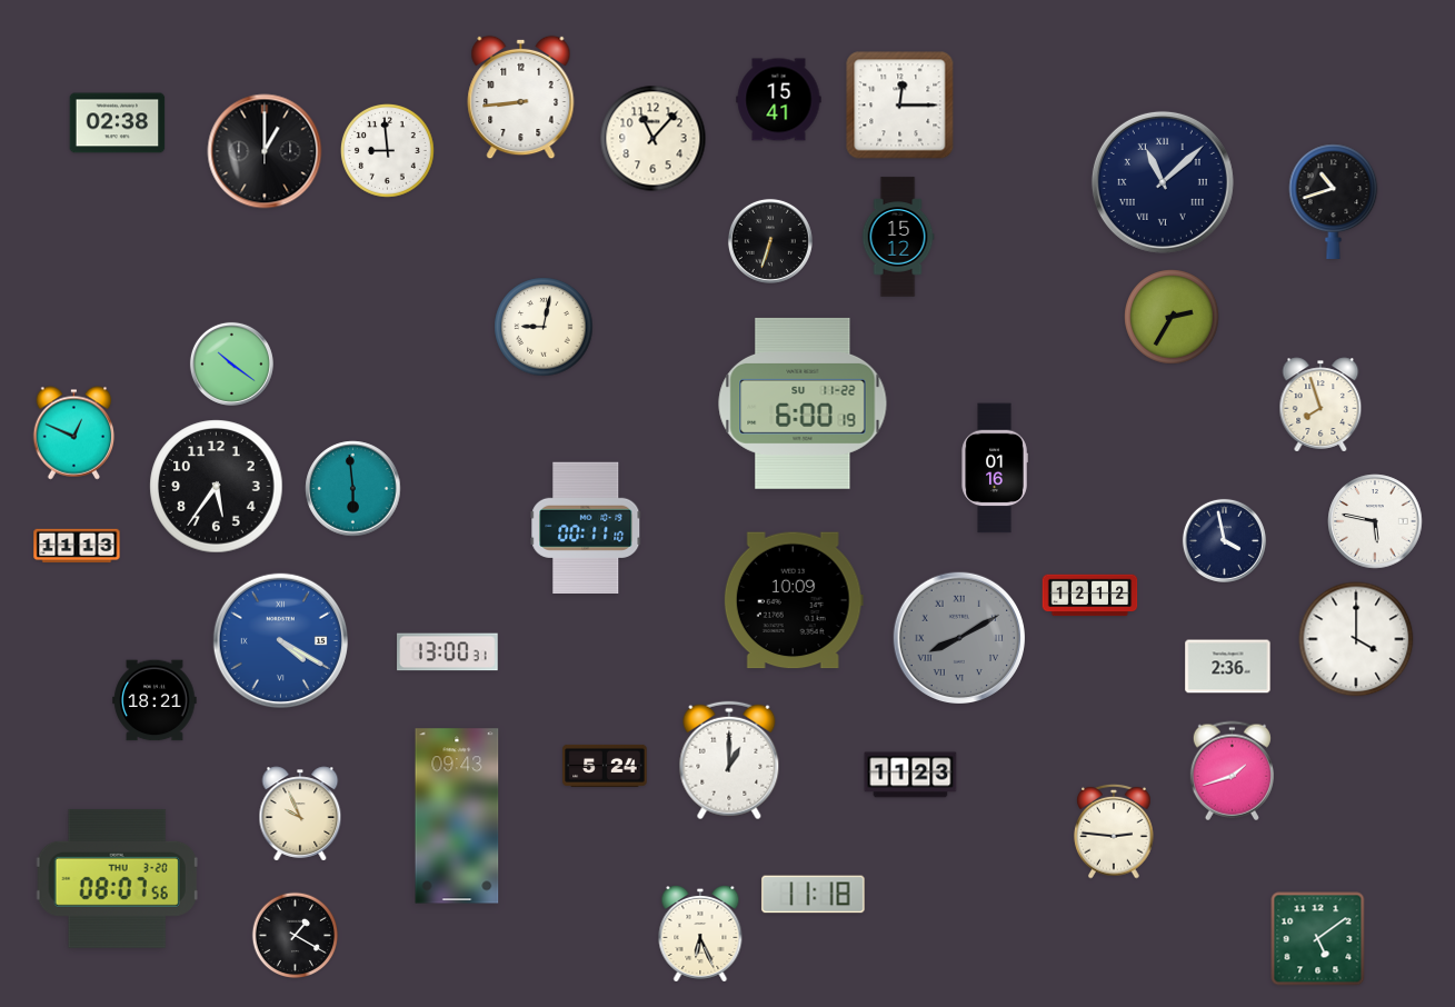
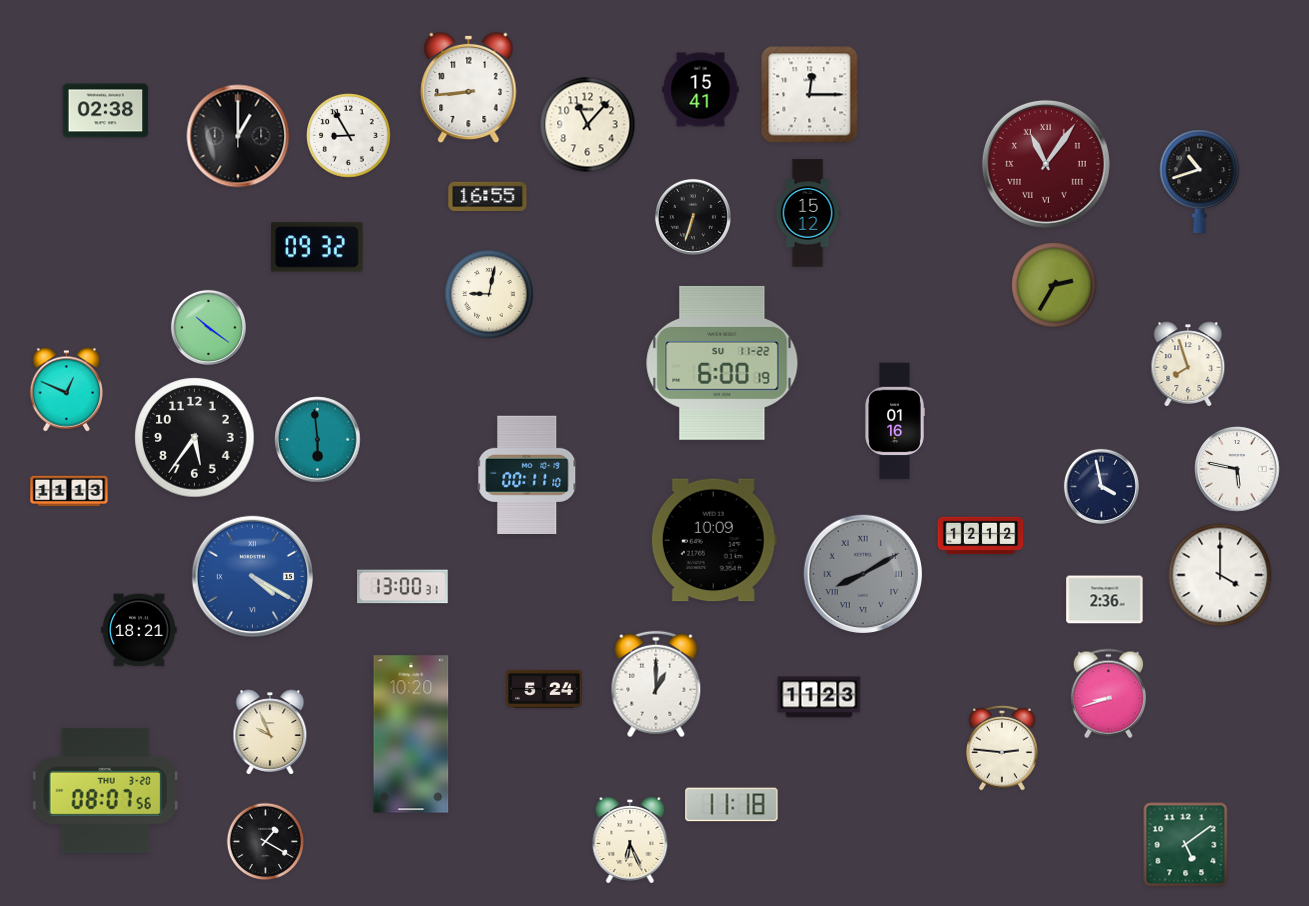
clock at (388, 151): 8:59 -> 8:55
clock at (1163, 182): 11:08 -> 11:06
clock at (1163, 182) dial: navy -> burgundy
clock at (488, 196): none -> 16:55
clock at (317, 247): none -> 09:32
clock at (1232, 771): 1:42 -> 8:42
clock at (457, 816): 09:43 -> 10:20
